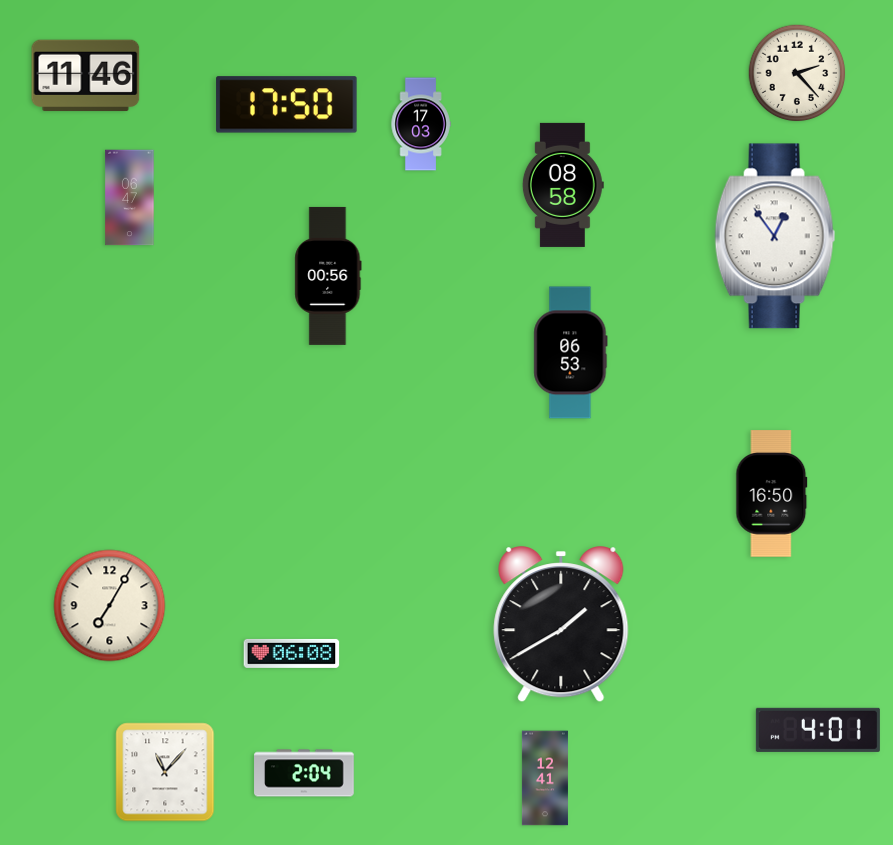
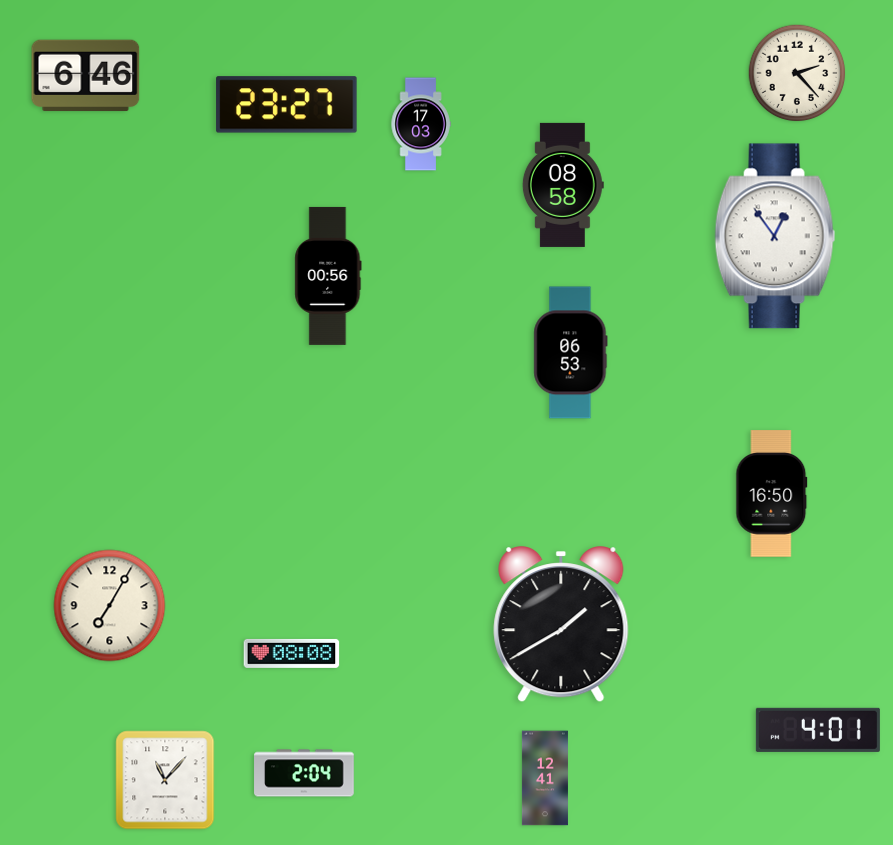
clock at (86, 76): 11:46 -> 6:46
clock at (287, 105): 17:50 -> 23:27
clock at (130, 198): 06:47 -> none
clock at (292, 653): 06:08 -> 08:08
clock at (165, 772) position: (165, 772) -> (165, 780)
